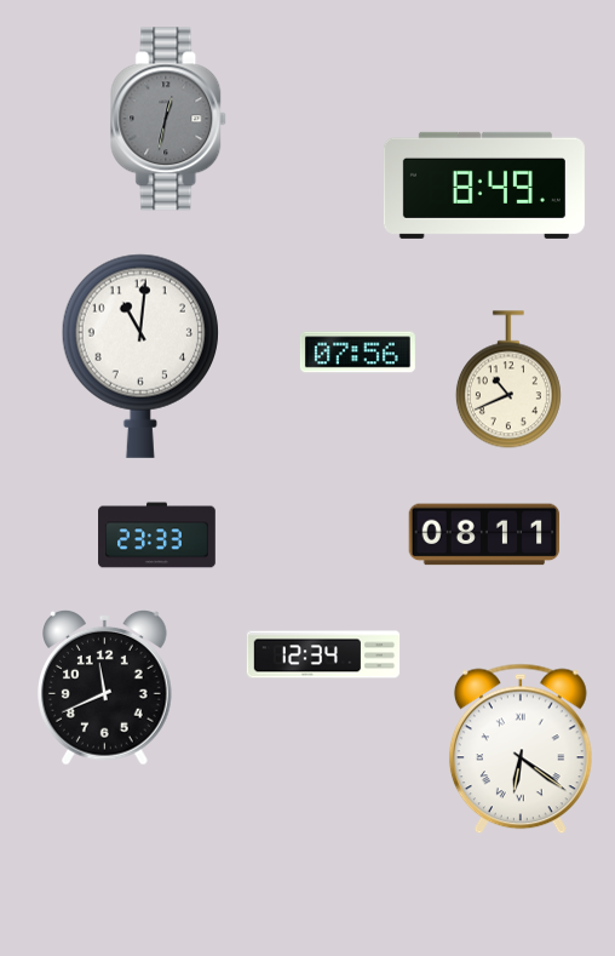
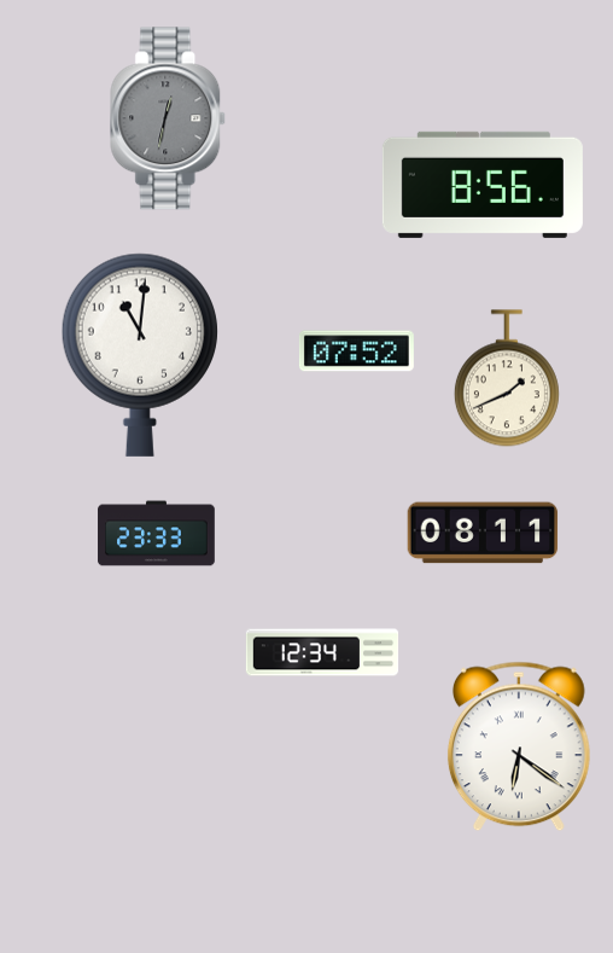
clock at (484, 185): 8:49 -> 8:56
clock at (357, 353): 07:56 -> 07:52
clock at (508, 379): 10:41 -> 1:41
clock at (105, 687): 11:41 -> none
